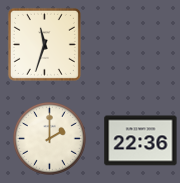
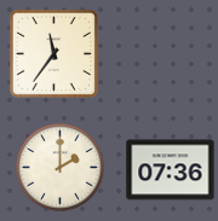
clock at (44, 44): 11:33 -> 11:36
clock at (141, 141): 22:36 -> 07:36
